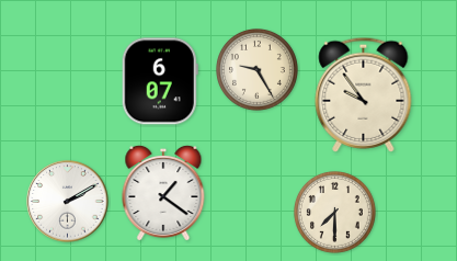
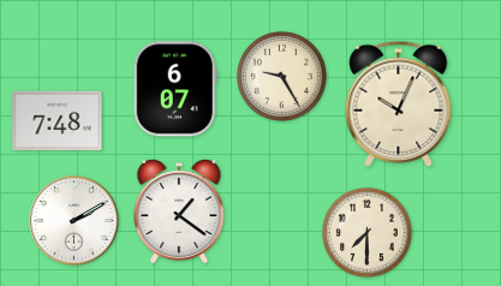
clock at (364, 94): 9:54 -> 10:04
clock at (58, 121): none -> 7:48
